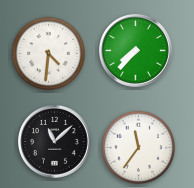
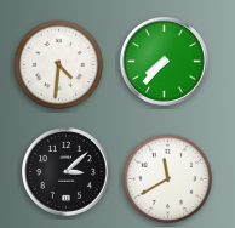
clock at (55, 142): 11:08 -> 3:08
clock at (139, 148): 11:36 -> 11:40
